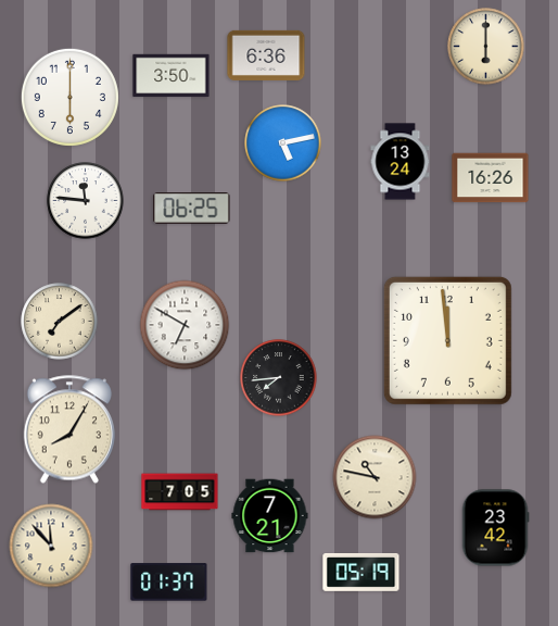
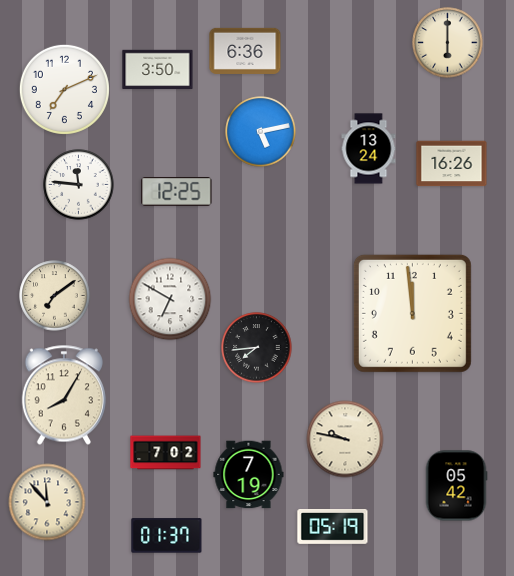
clock at (69, 97): 6:00 -> 7:11
clock at (192, 209): 06:25 -> 12:25
clock at (375, 477): 10:47 -> 9:47
clock at (180, 492): 7:05 -> 7:02
clock at (270, 516): 7:21 -> 7:19
clock at (495, 528): 23:42 -> 05:42
clock at (169, 583) position: (169, 583) -> (167, 536)
